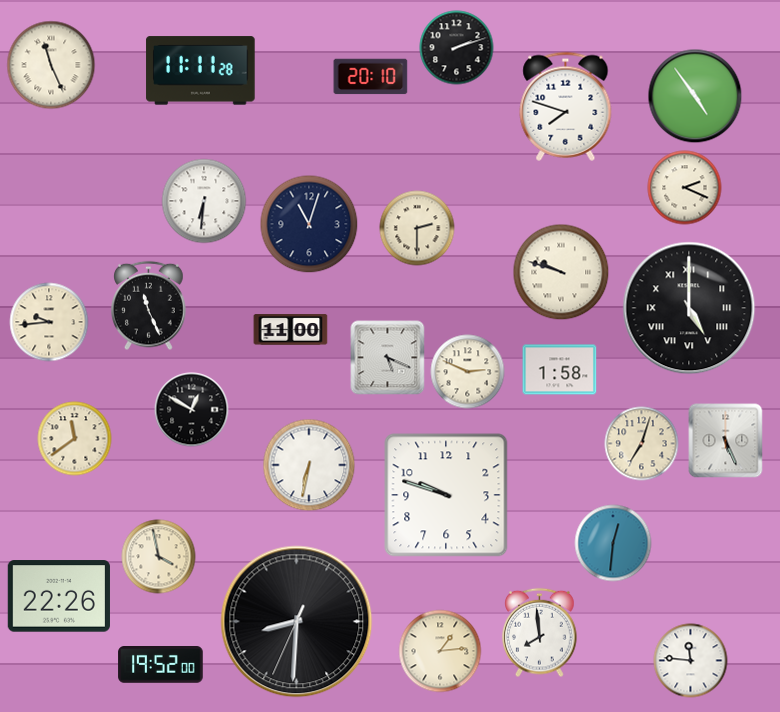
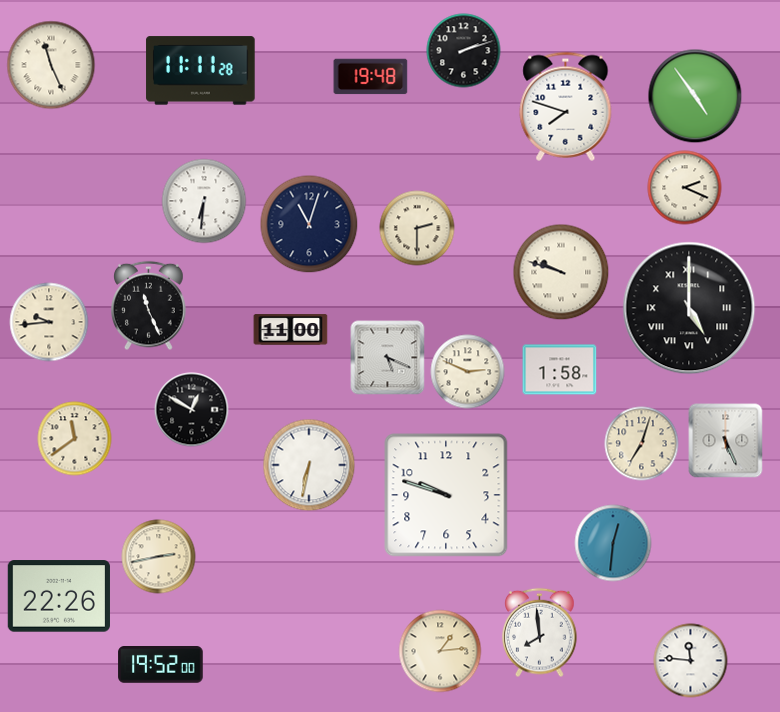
clock at (457, 48) position: (457, 48) -> (464, 51)
clock at (371, 77): 20:10 -> 19:48
clock at (159, 557): 3:58 -> 2:43
clock at (297, 622): 8:30 -> none
